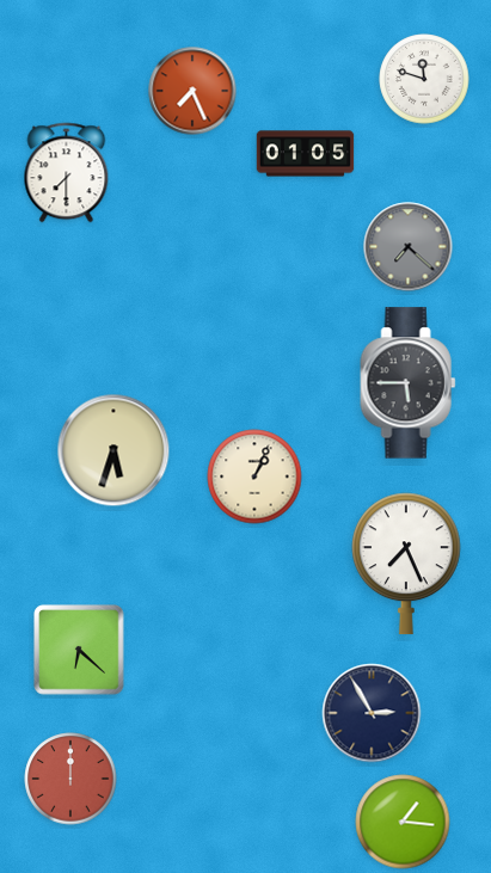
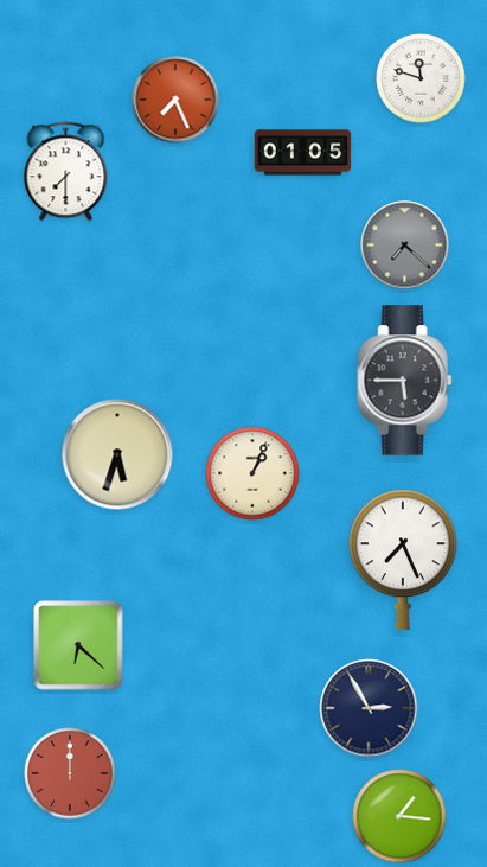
clock at (192, 91) position: (192, 91) -> (175, 100)
clock at (113, 450) position: (113, 450) -> (117, 454)
